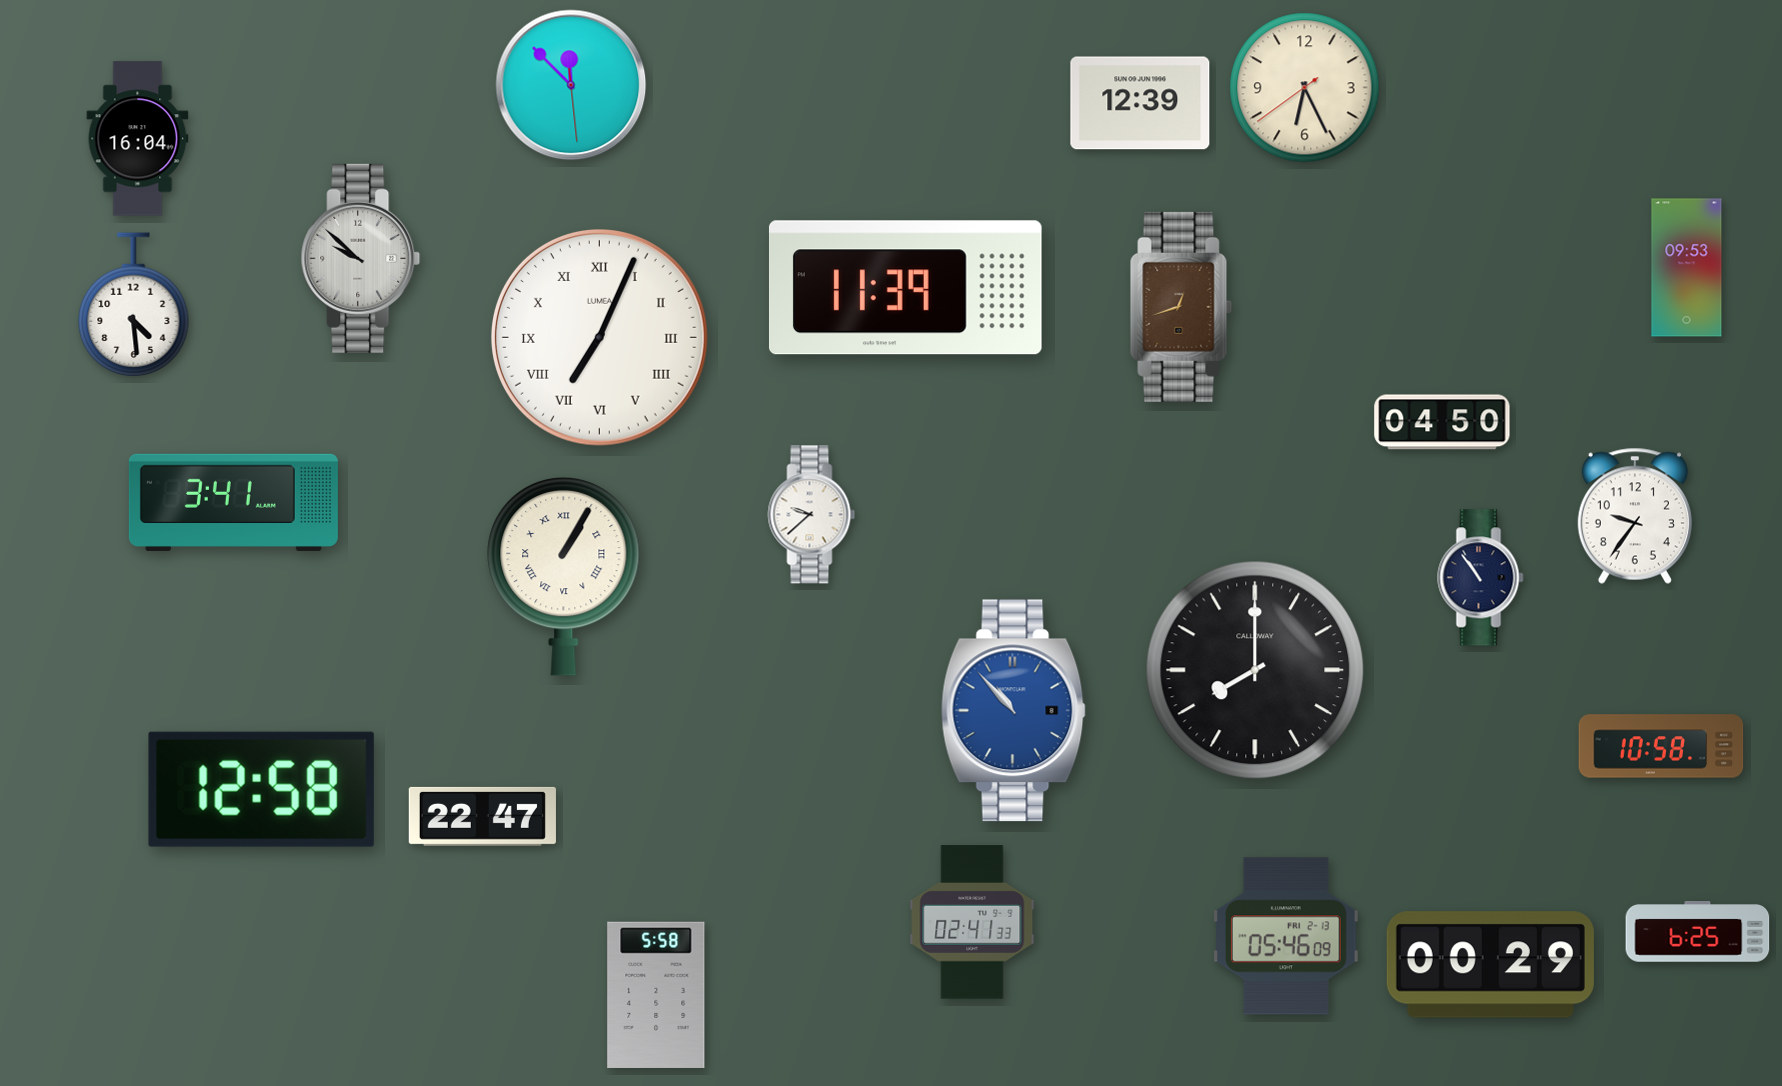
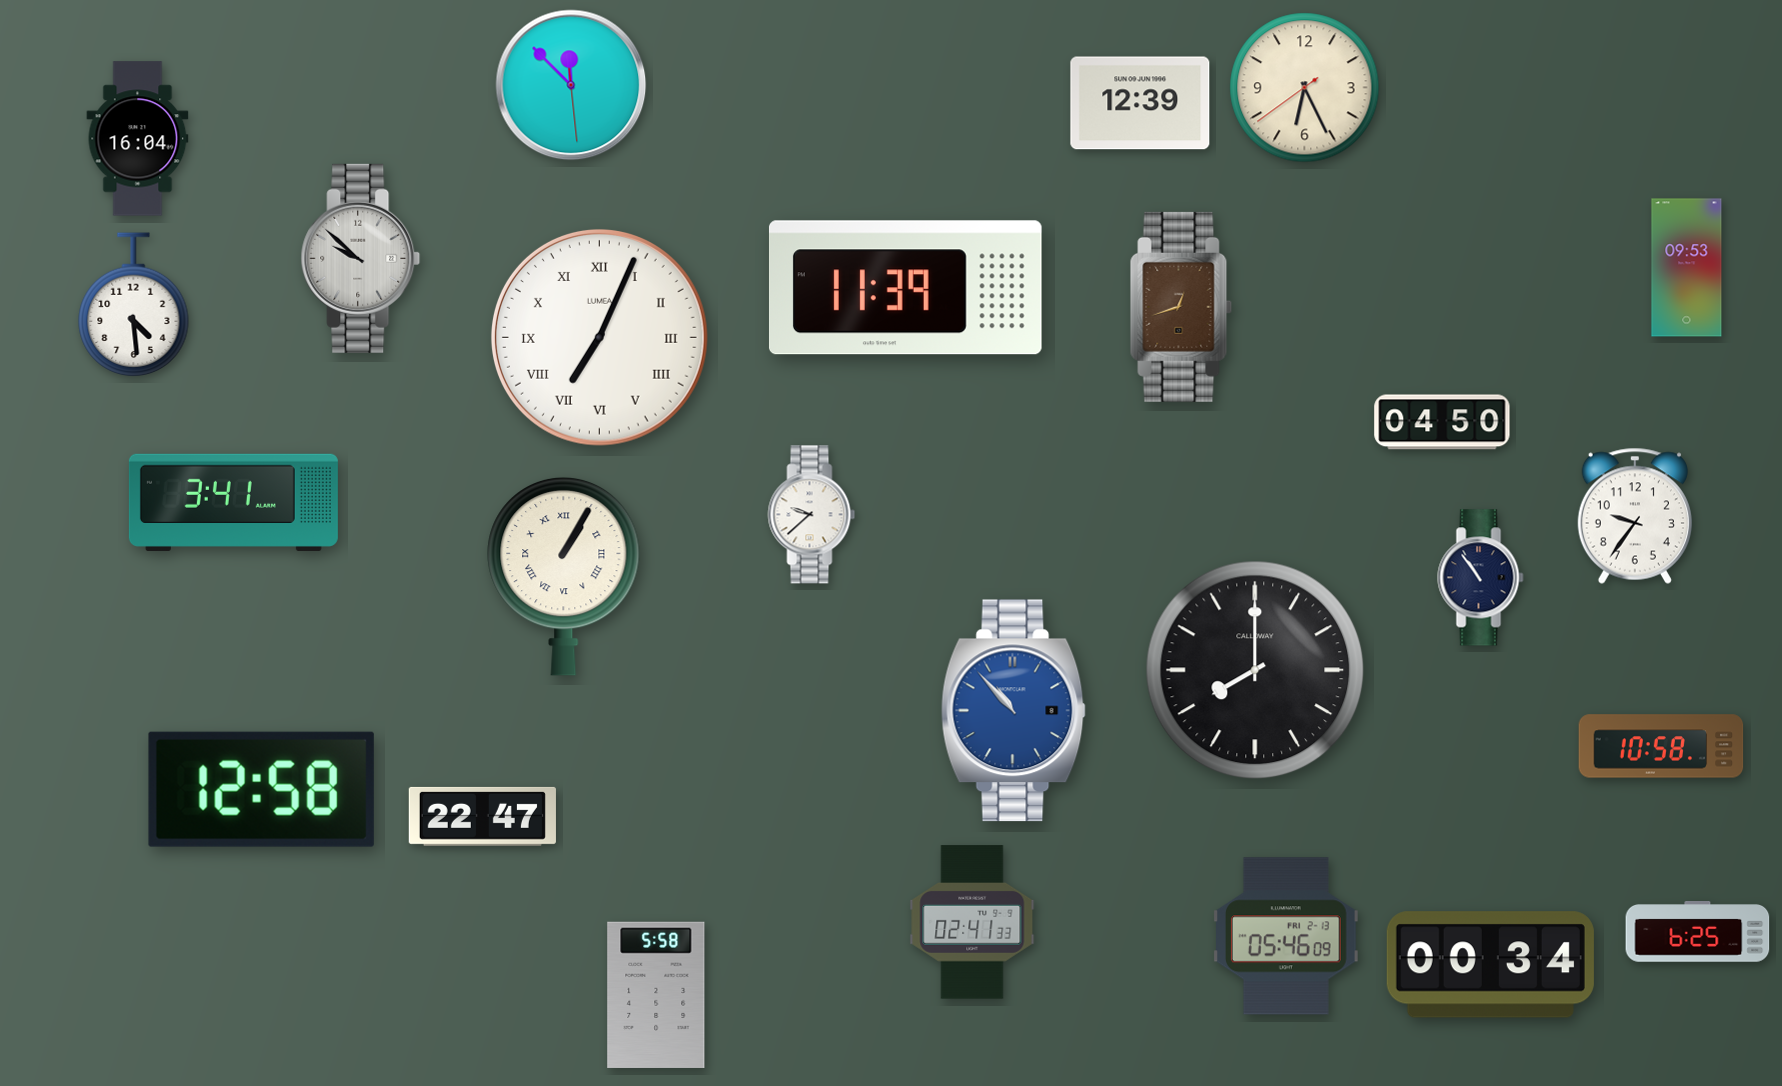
clock at (1490, 965): 00:29 -> 00:34
